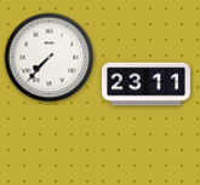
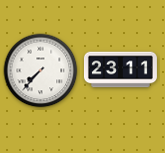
clock at (50, 58) position: (50, 58) -> (41, 71)
